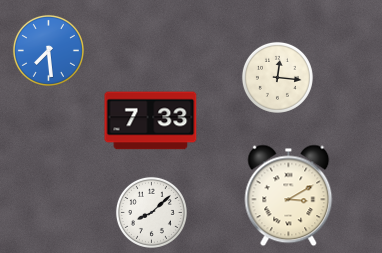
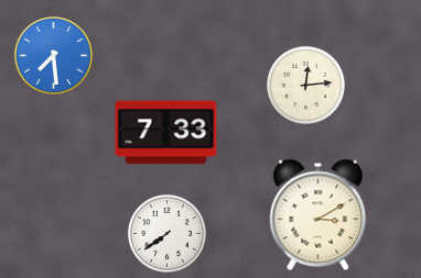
clock at (277, 77): 12:16 -> 12:14
clock at (151, 212): 8:08 -> 7:39
